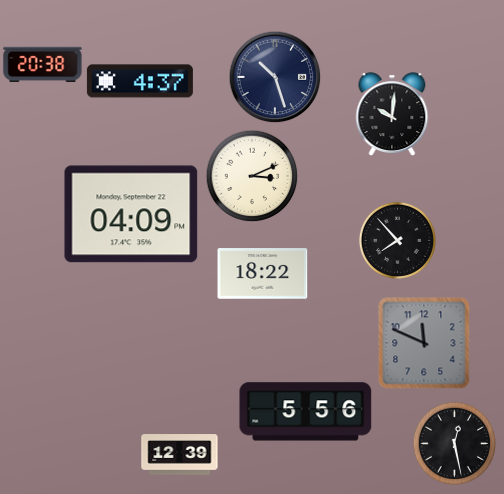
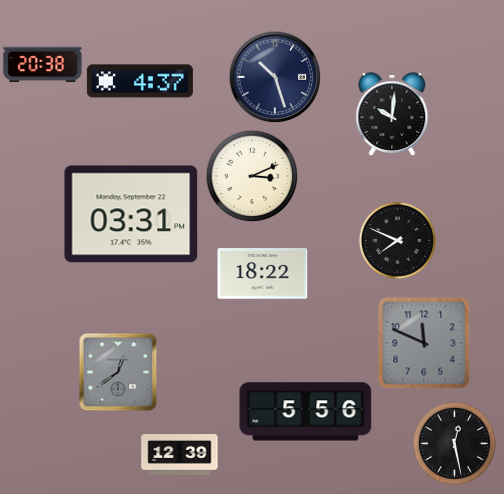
clock at (131, 214): 04:09 -> 03:31
clock at (397, 240): 7:53 -> 7:49
clock at (118, 372): none -> 12:39
